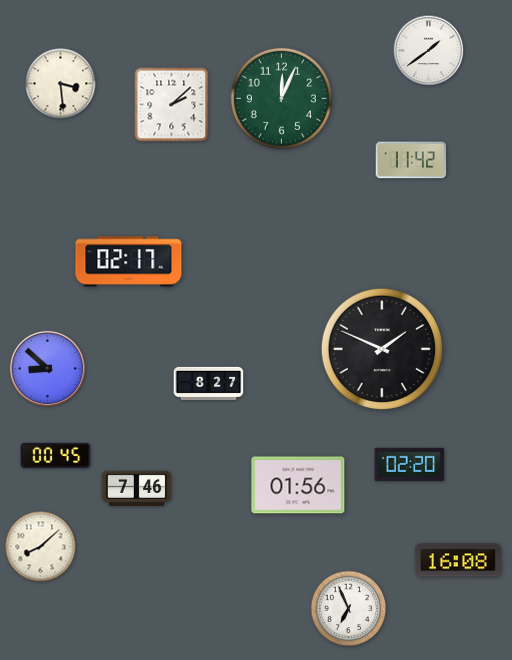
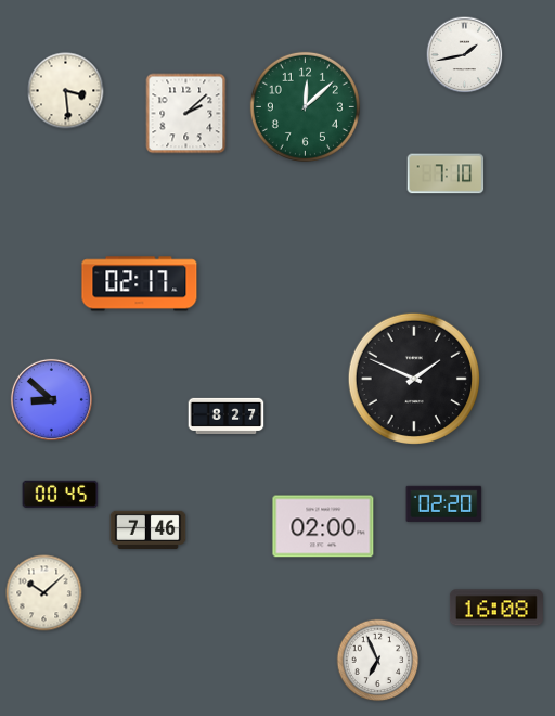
clock at (429, 51): 1:39 -> 1:43
clock at (281, 98): 12:04 -> 12:08
clock at (411, 160): 11:42 -> 7:10
clock at (298, 485): 01:56 -> 02:00
clock at (41, 547): 8:08 -> 10:08
